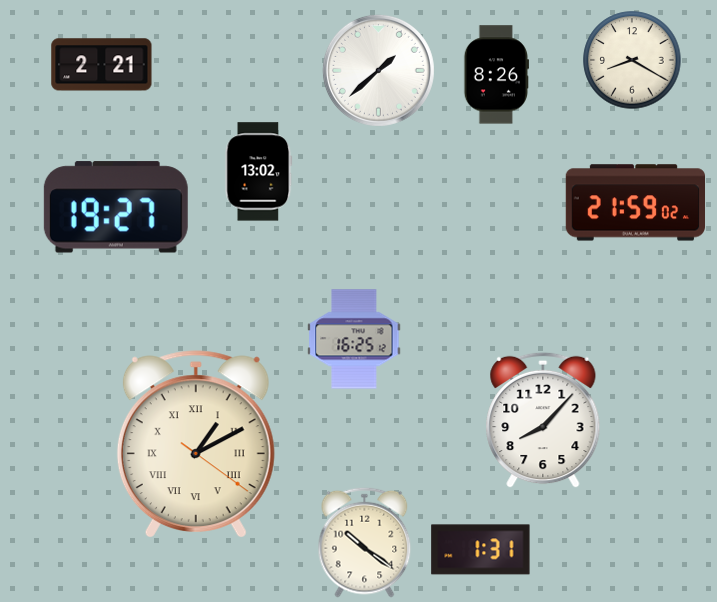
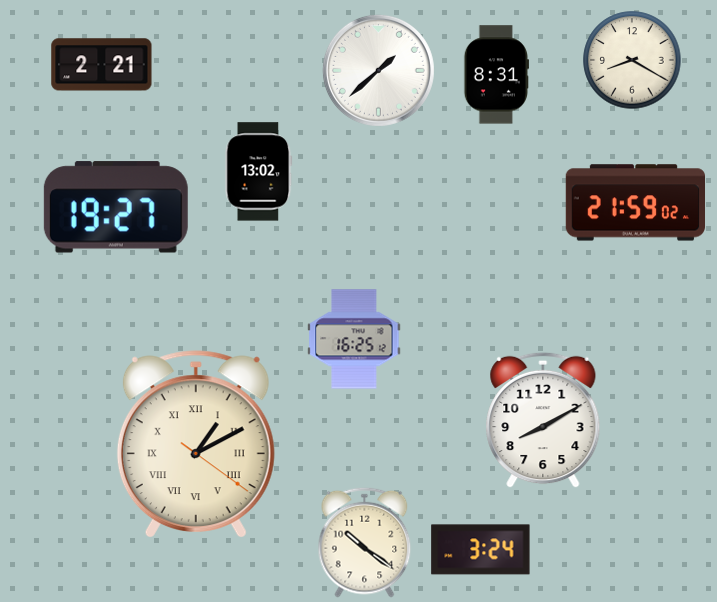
clock at (496, 75): 8:26 -> 8:31
clock at (543, 420): 8:07 -> 8:10
clock at (481, 550): 1:31 -> 3:24
